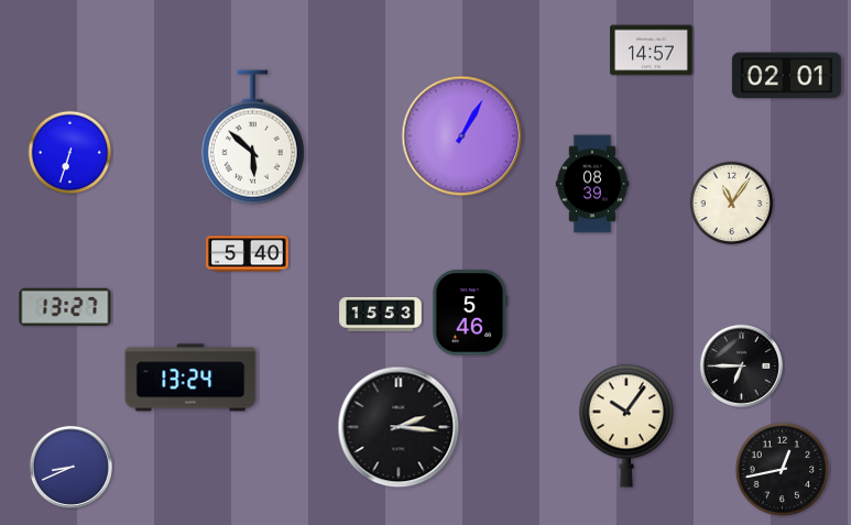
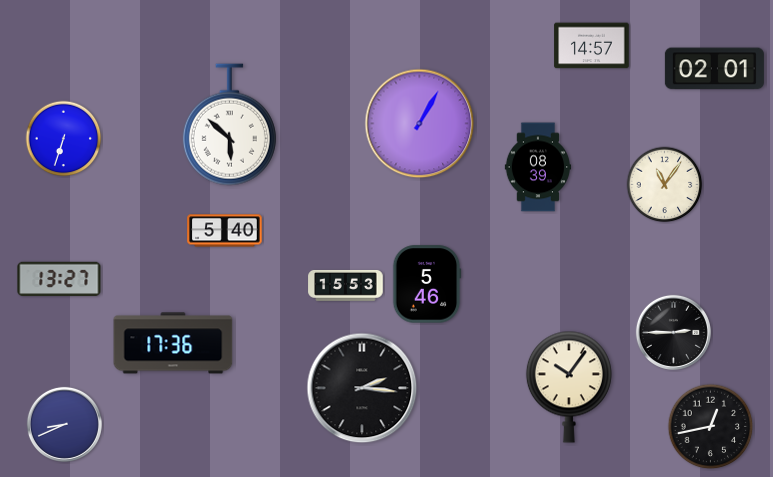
clock at (741, 365): 6:45 -> 2:45
clock at (190, 378): 13:24 -> 17:36
